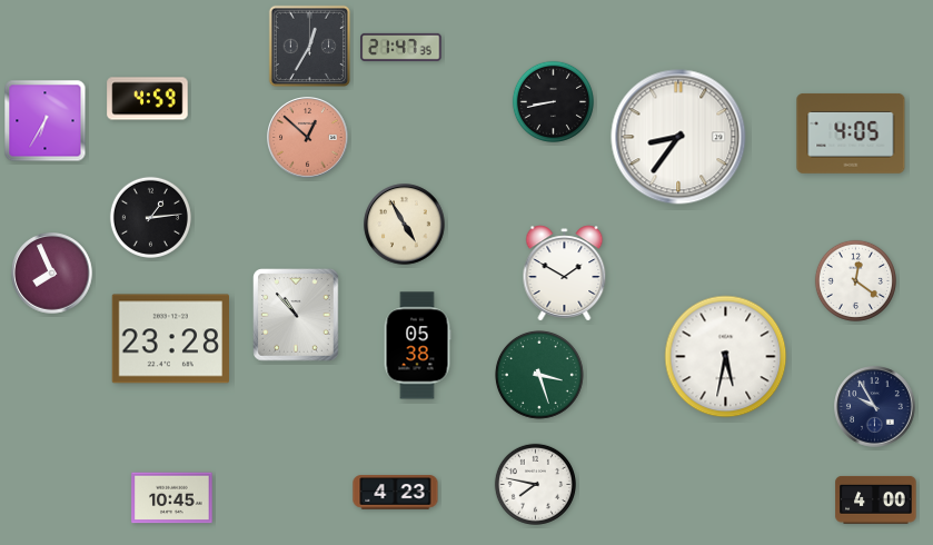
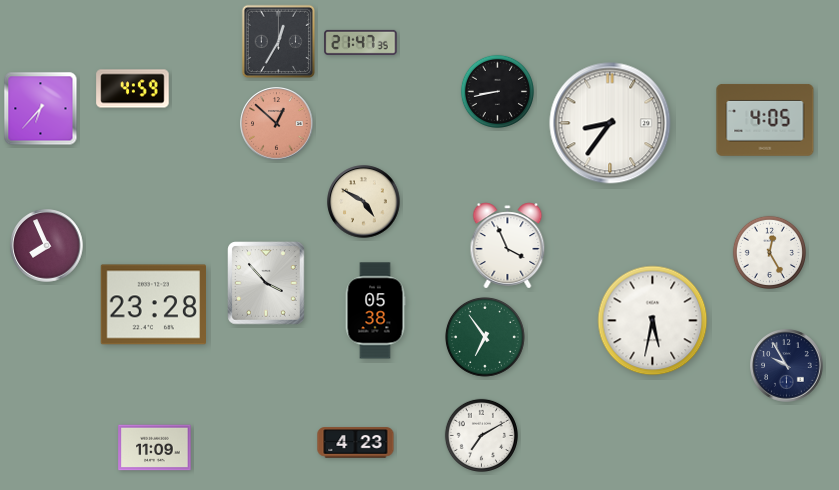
clock at (46, 121): 6:35 -> 6:37
clock at (150, 217): 1:14 -> none
clock at (405, 225): 4:55 -> 4:50
clock at (565, 274): 1:50 -> 3:56
clock at (855, 280): 12:21 -> 12:25
clock at (296, 315): 10:53 -> 3:53
clock at (540, 376): 3:27 -> 6:54
clock at (535, 484): 7:47 -> 7:10
clock at (172, 498): 10:45 -> 11:09
clock at (876, 499): 4:00 -> none
